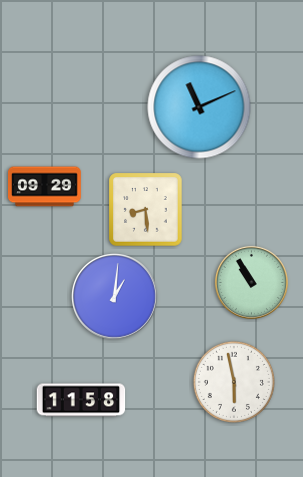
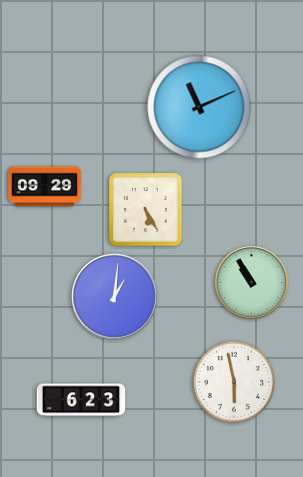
clock at (146, 210): 8:29 -> 5:25
clock at (81, 400): 11:58 -> 6:23
